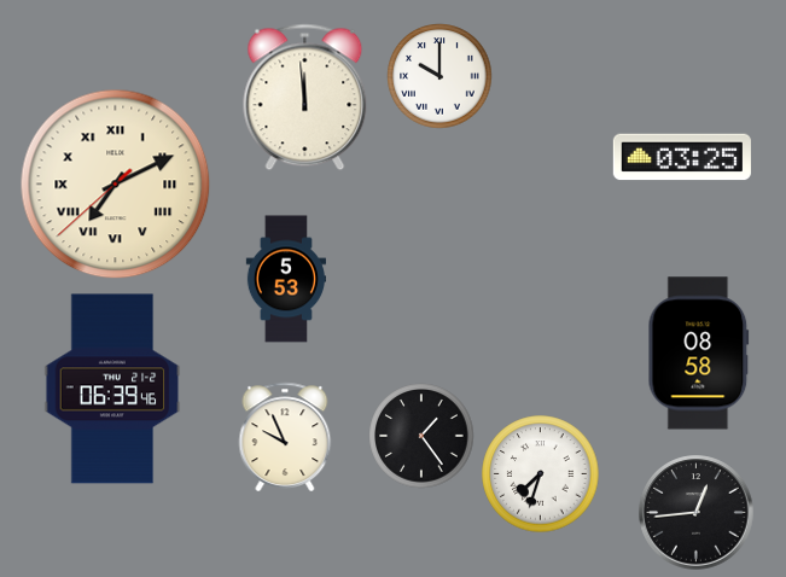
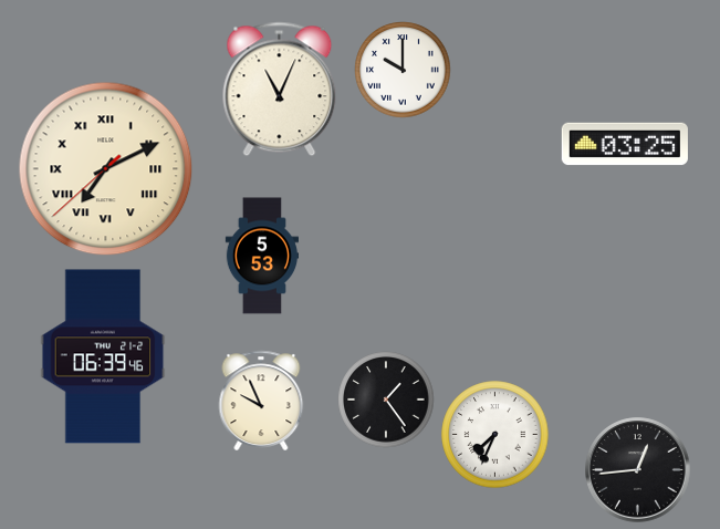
clock at (305, 98): 11:59 -> 11:04
clock at (699, 354): 08:58 -> none
clock at (541, 474): 7:33 -> 7:34
